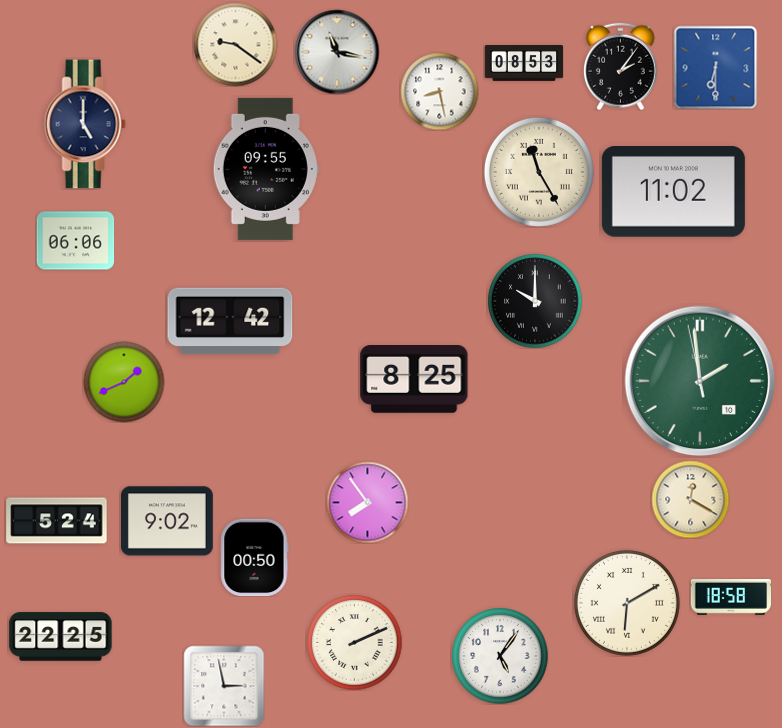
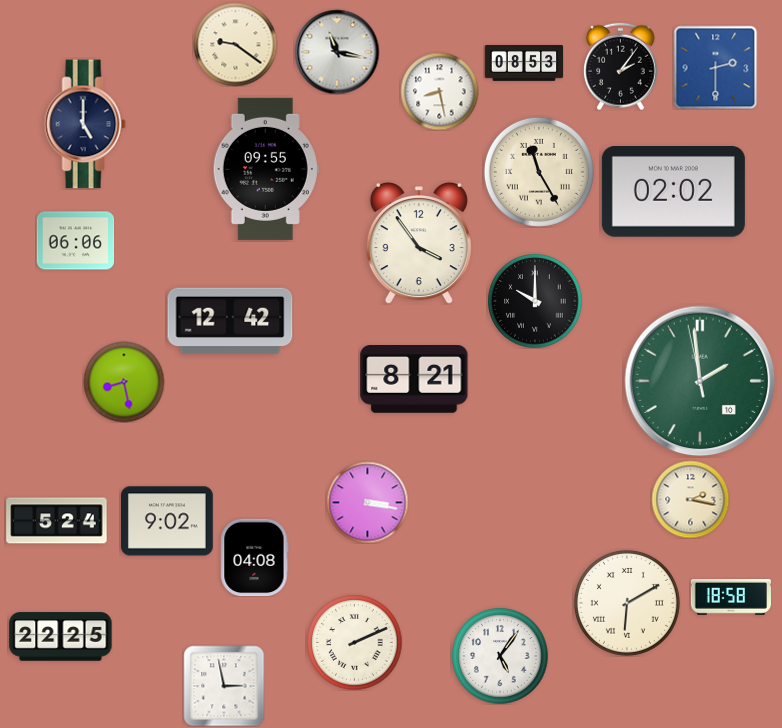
clock at (715, 67): 6:30 -> 2:30
clock at (673, 192): 11:02 -> 02:02
clock at (419, 244): none -> 3:54
clock at (414, 380): 8:25 -> 8:21
clock at (124, 382): 1:41 -> 8:28
clock at (690, 499): 12:20 -> 2:17
clock at (367, 502): 7:54 -> 3:17
clock at (255, 557): 00:50 -> 04:08
